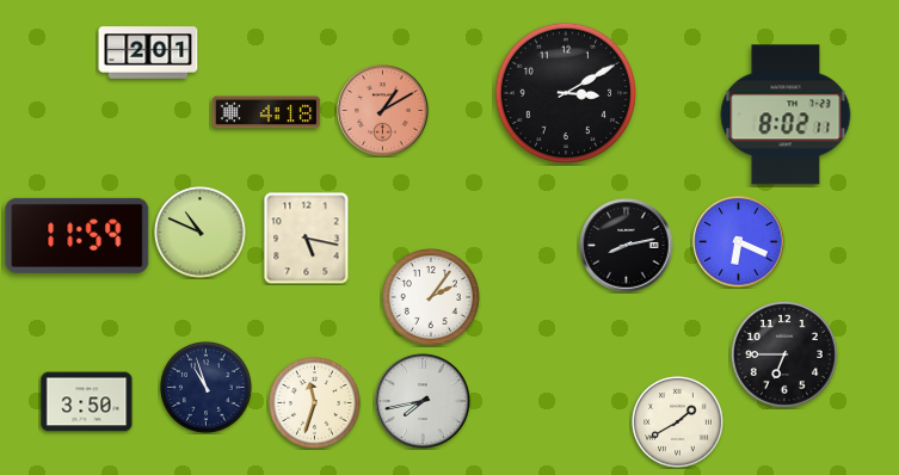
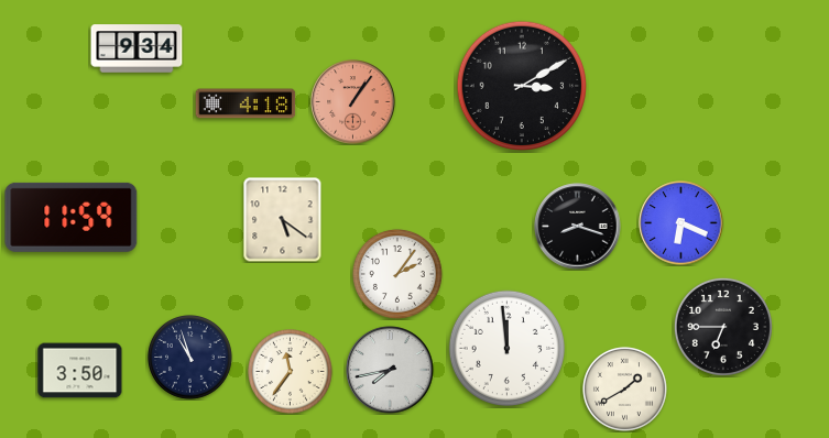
clock at (148, 53): 2:01 -> 9:34
clock at (383, 111): 1:10 -> 1:06
clock at (786, 115): 8:02 -> none
clock at (201, 233): 10:49 -> none
clock at (307, 237): 5:17 -> 5:21
clock at (627, 246): 8:13 -> 8:18
clock at (506, 348): none -> 11:59
clock at (315, 403): 11:33 -> 11:36
